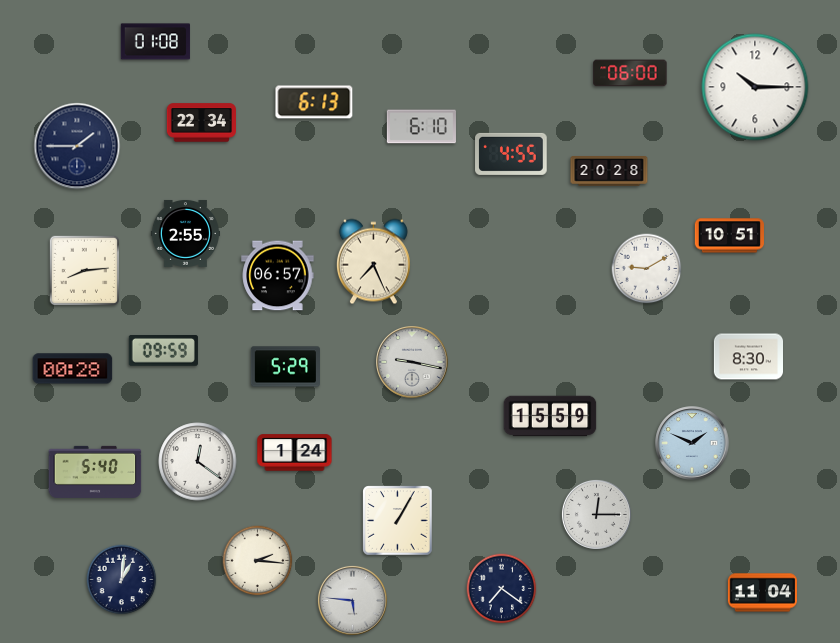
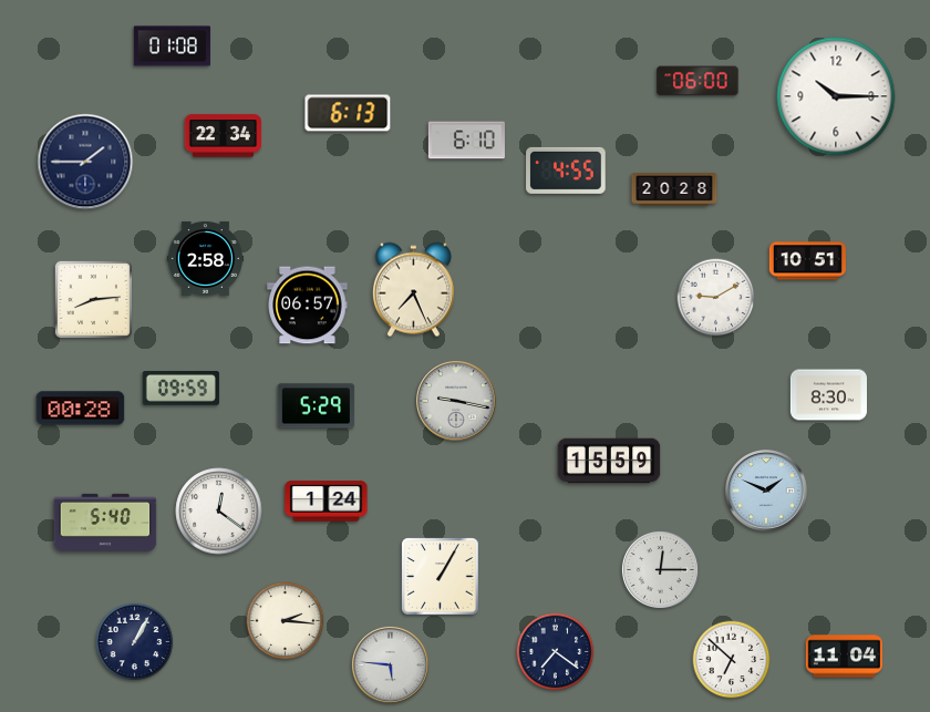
clock at (185, 233): 2:55 -> 2:58
clock at (122, 580): 1:01 -> 1:05
clock at (732, 660): none -> 6:52
